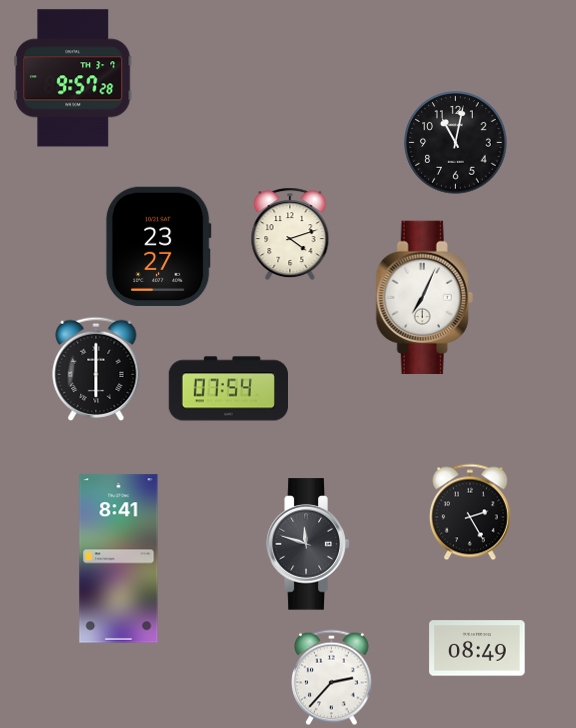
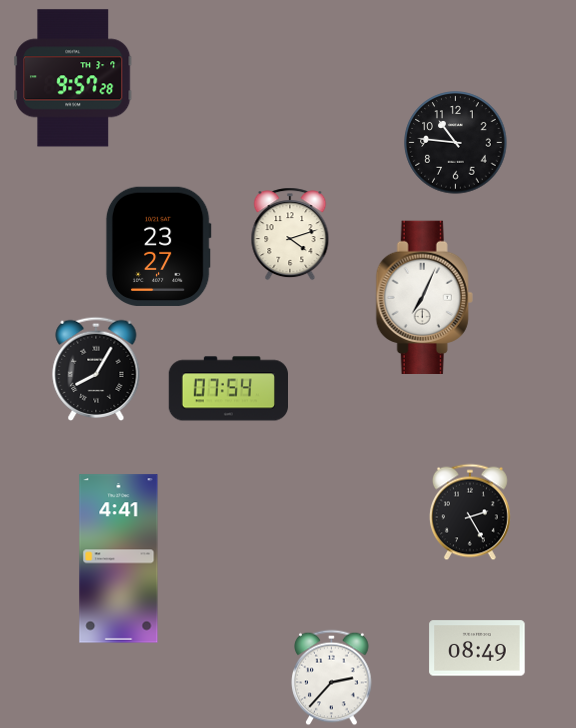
clock at (456, 143): 11:02 -> 10:46
clock at (96, 369): 6:00 -> 8:05
clock at (308, 544): 11:48 -> none
clock at (119, 559): 8:41 -> 4:41
